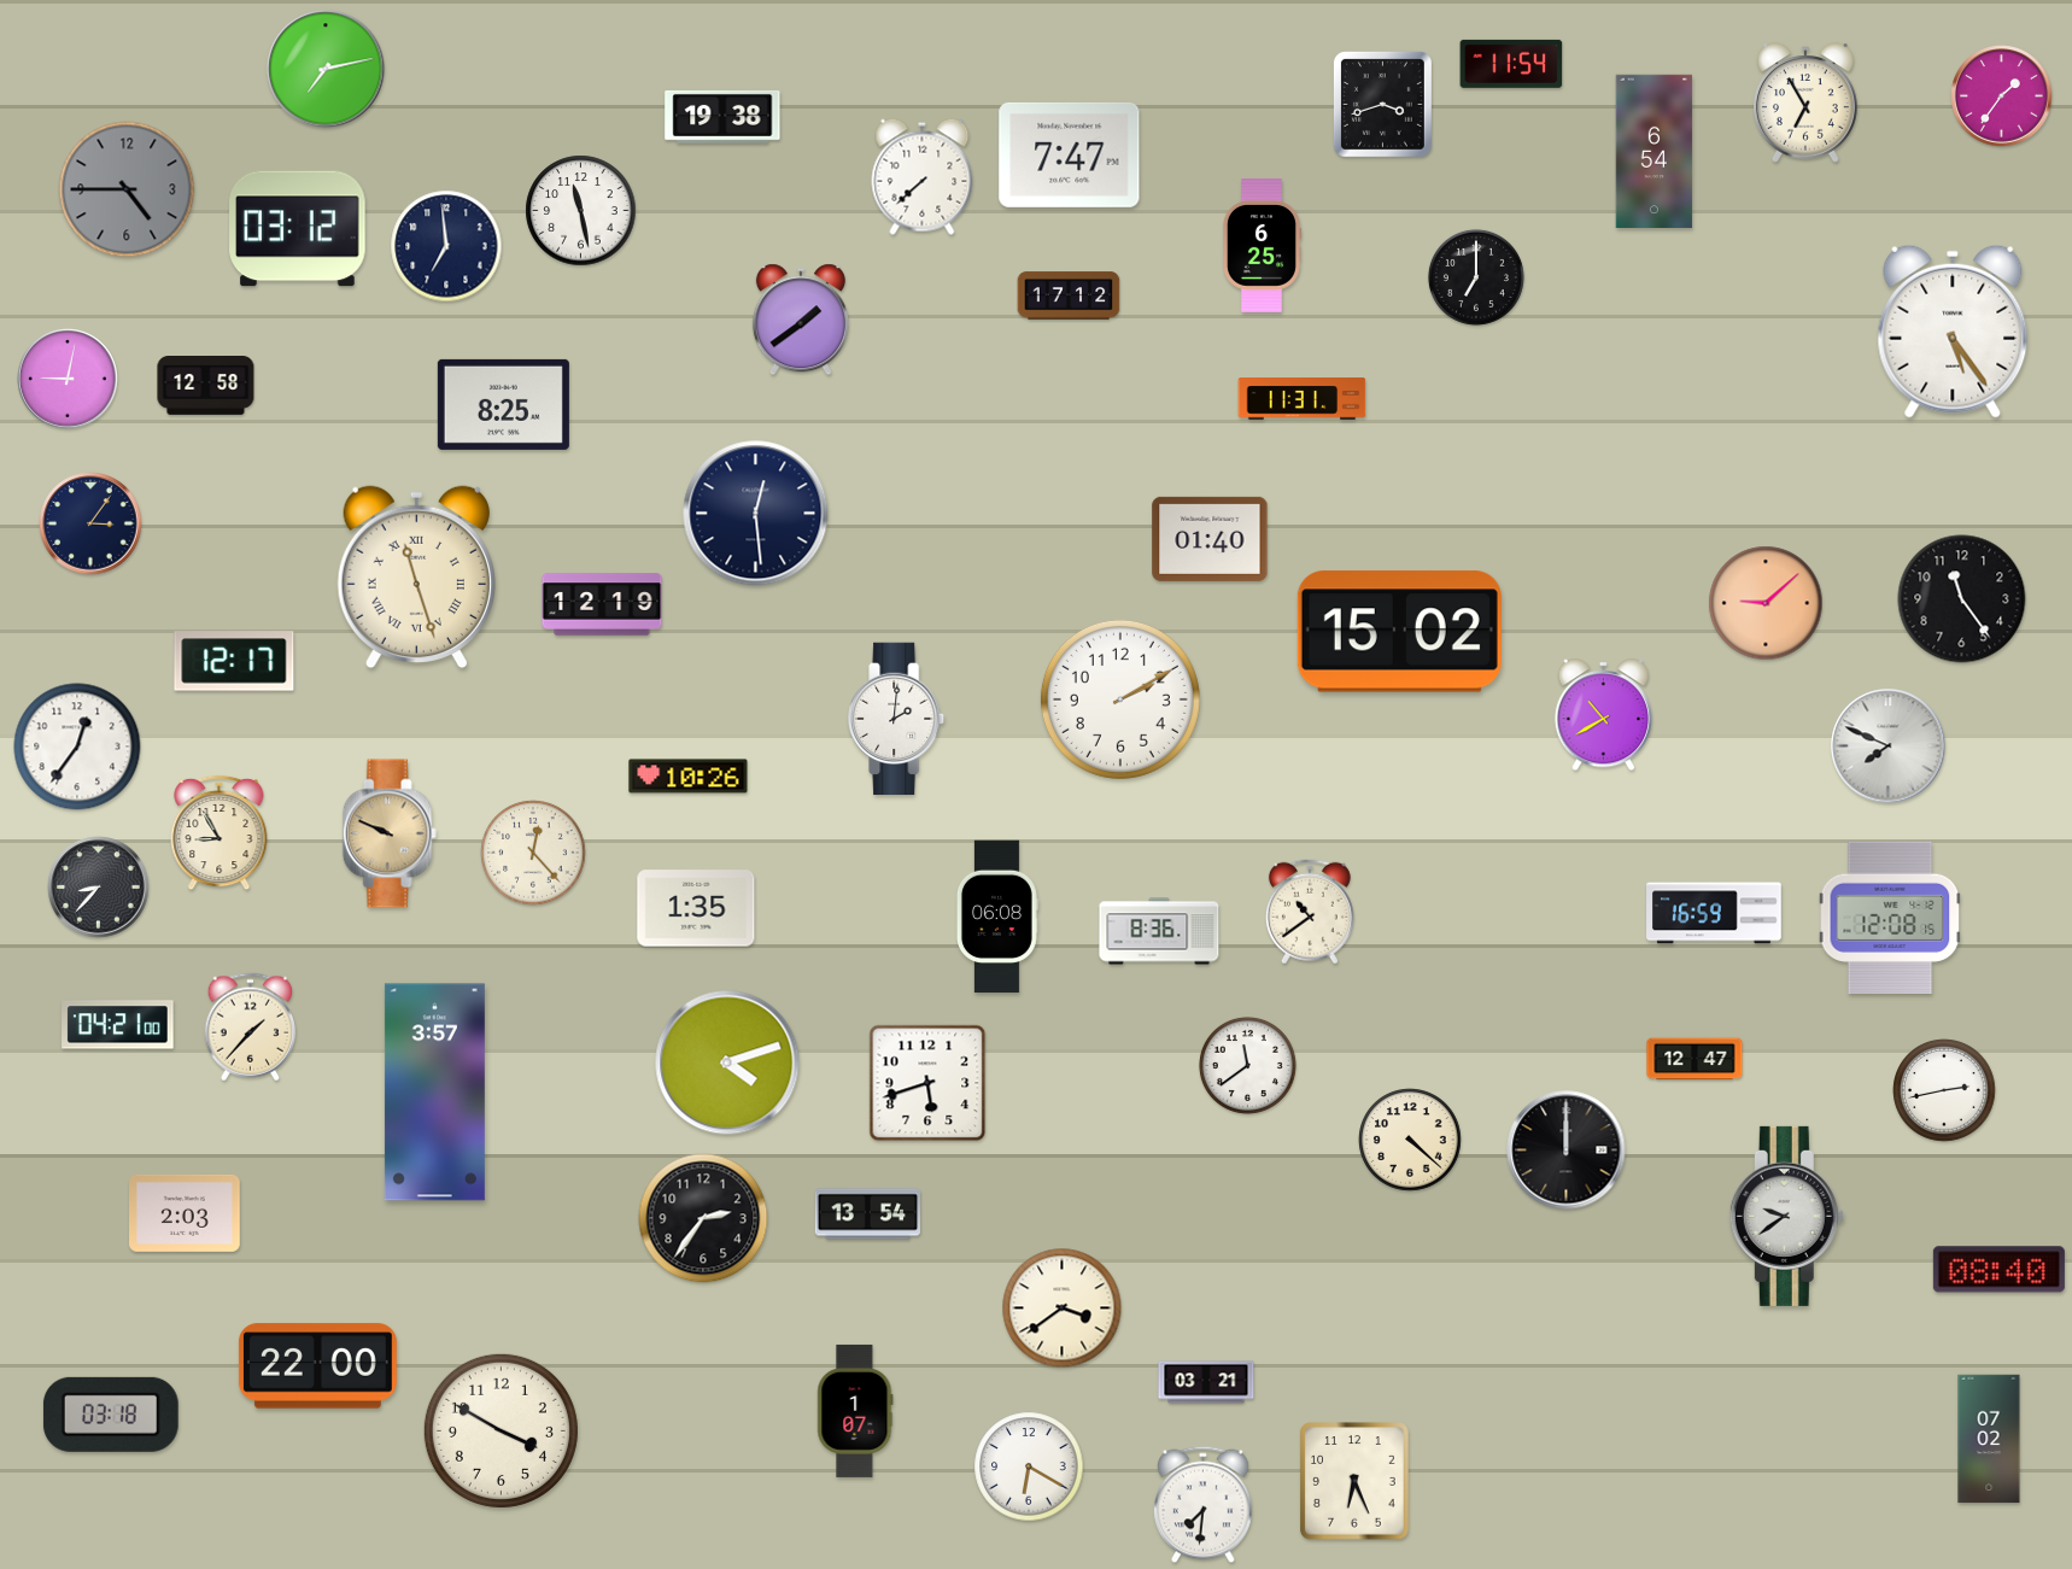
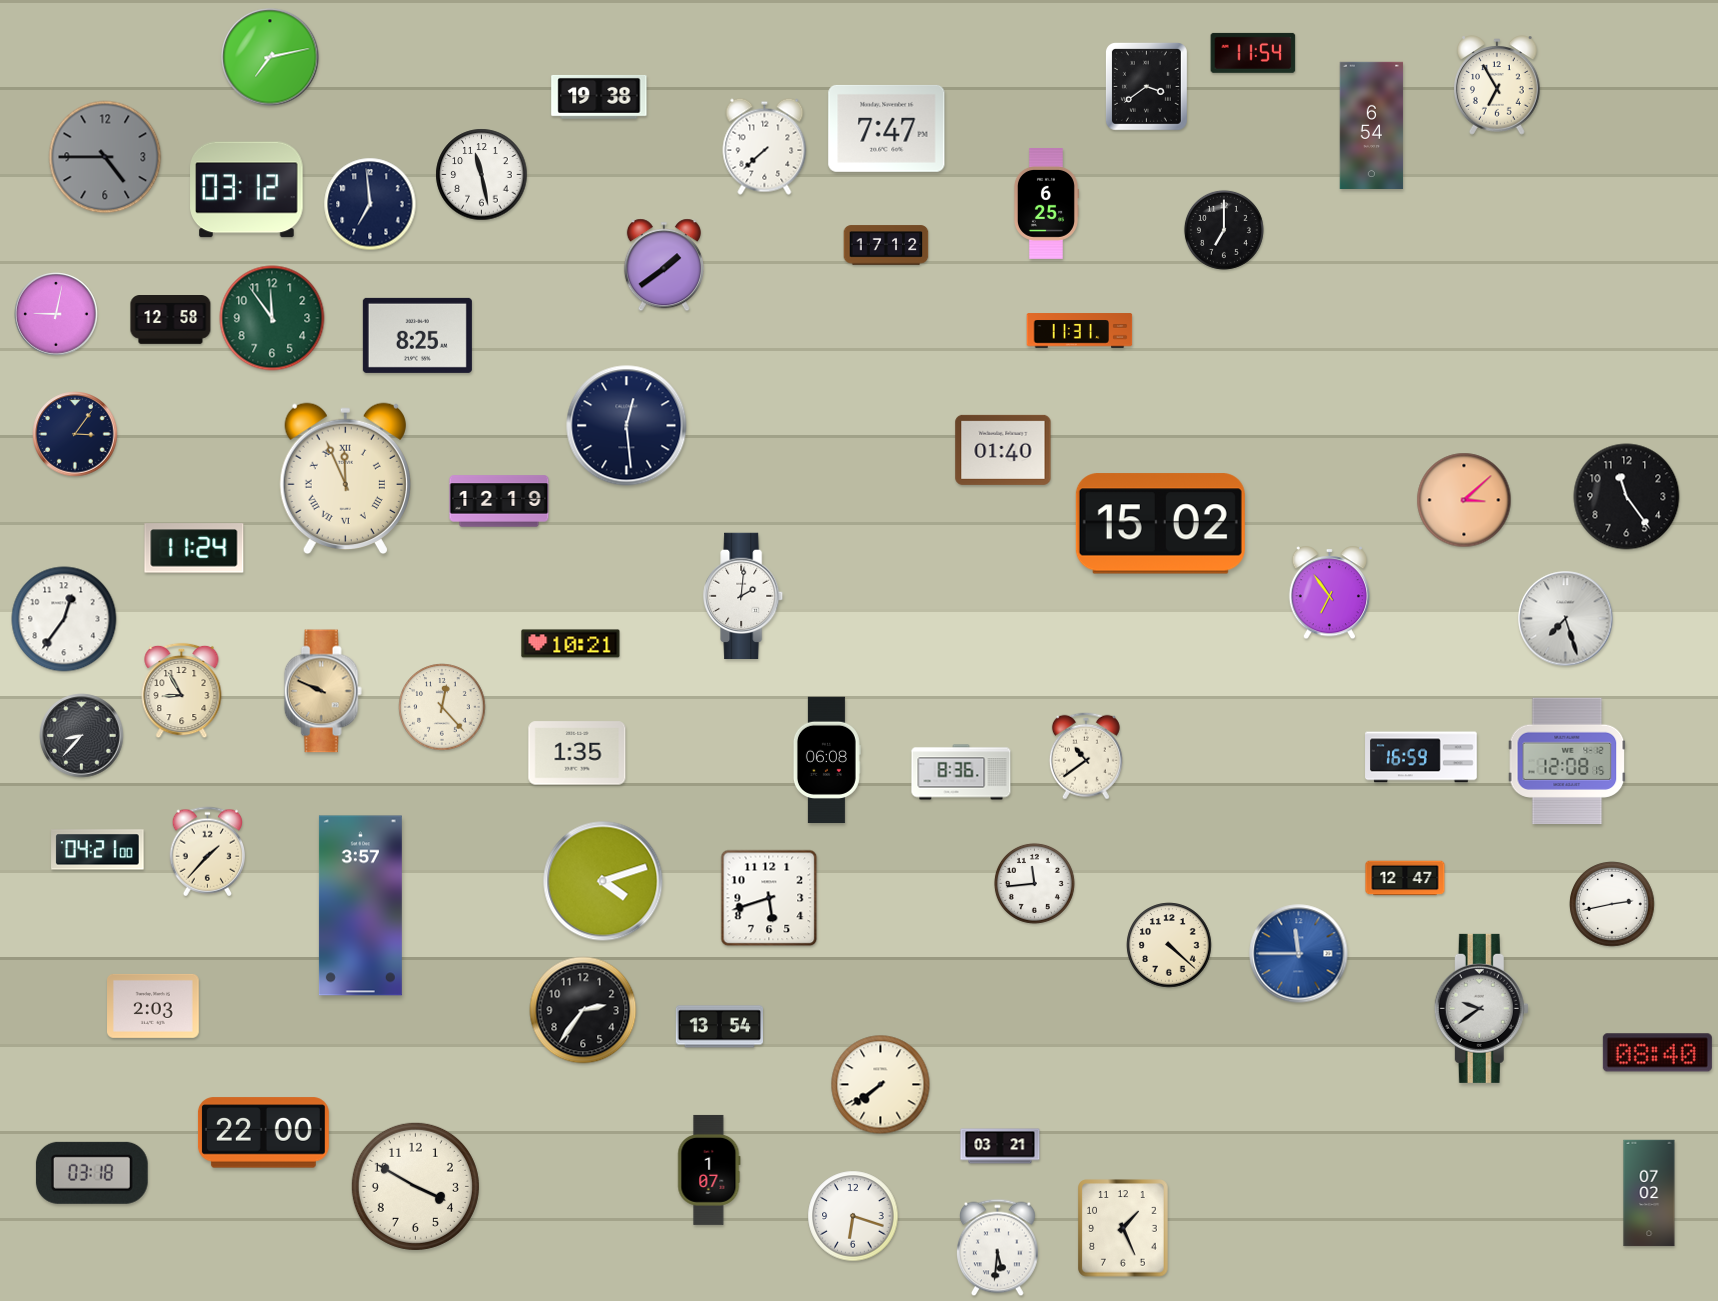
clock at (2002, 96): 1:36 -> none
clock at (1382, 104): 3:42 -> 3:39
clock at (1953, 332): 5:24 -> none
clock at (272, 318): none -> 11:54
clock at (1210, 539) position: (1210, 539) -> (1003, 450)
clock at (416, 578): 11:27 -> 11:56
clock at (1766, 603): 9:08 -> 3:08
clock at (234, 661): 12:17 -> 11:24
clock at (1120, 699): 2:10 -> none
clock at (1603, 715): 10:40 -> 6:54
clock at (1889, 747): 7:49 -> 7:27
clock at (689, 777): 10:26 -> 10:21
clock at (1247, 1065): 11:39 -> 11:44
clock at (1567, 1151): 12:00 -> 11:45
clock at (1567, 1151) dial: black -> blue
clock at (868, 1214) position: (868, 1214) -> (720, 1027)
clock at (1063, 1309): 3:39 -> 7:39
clock at (1029, 1466): 6:20 -> 6:18
clock at (1354, 1481): 6:26 -> 1:26
clock at (1204, 1505): 7:31 -> 5:31
